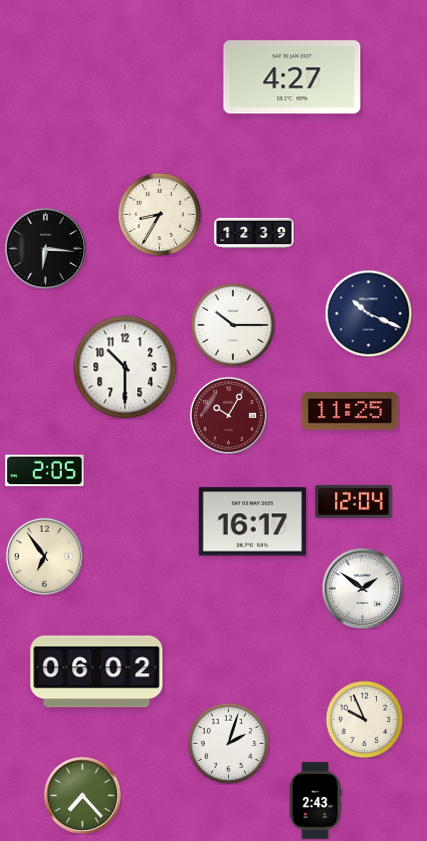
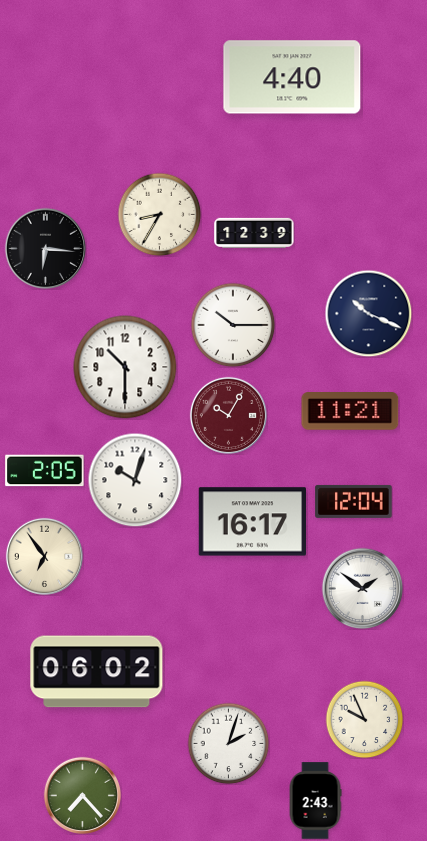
clock at (292, 77): 4:27 -> 4:40
clock at (350, 411): 11:25 -> 11:21
clock at (135, 480): none -> 10:03
